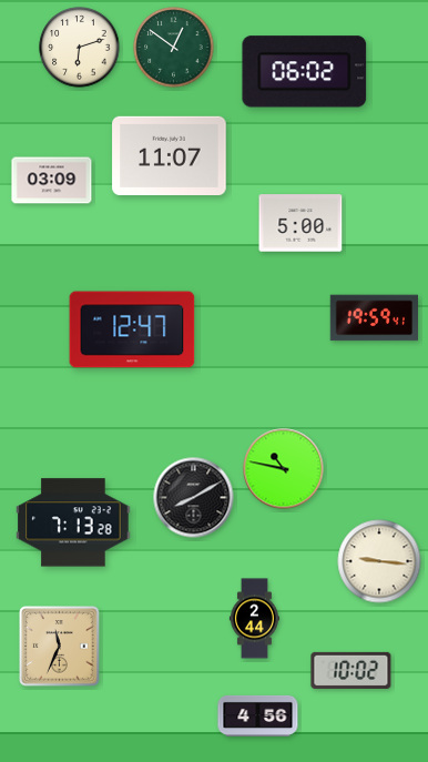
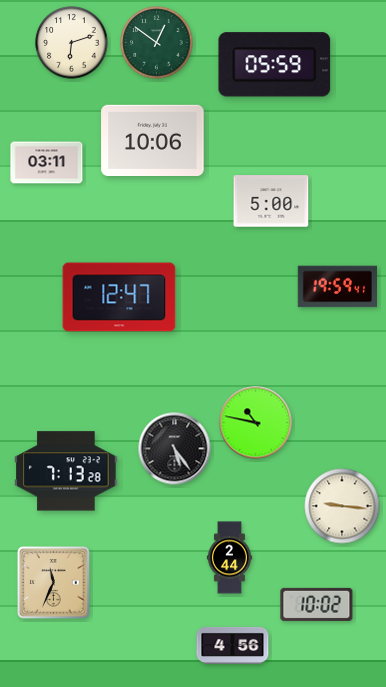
clock at (305, 72): 06:02 -> 05:59
clock at (170, 155): 11:07 -> 10:06
clock at (52, 181): 03:09 -> 03:11
clock at (194, 498): 8:10 -> 5:24
